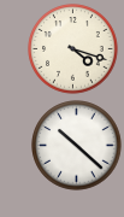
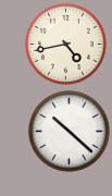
clock at (73, 49): 4:18 -> 4:43
